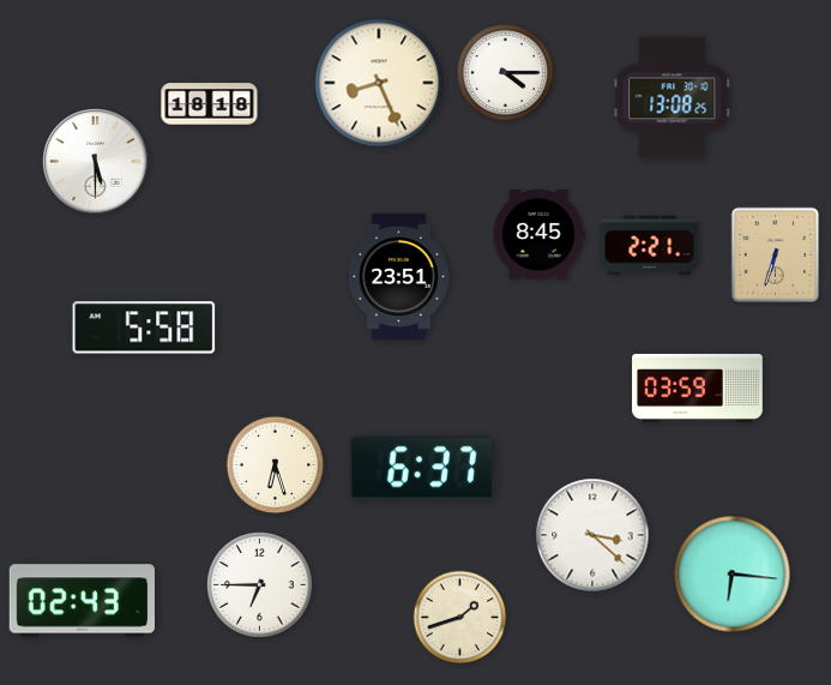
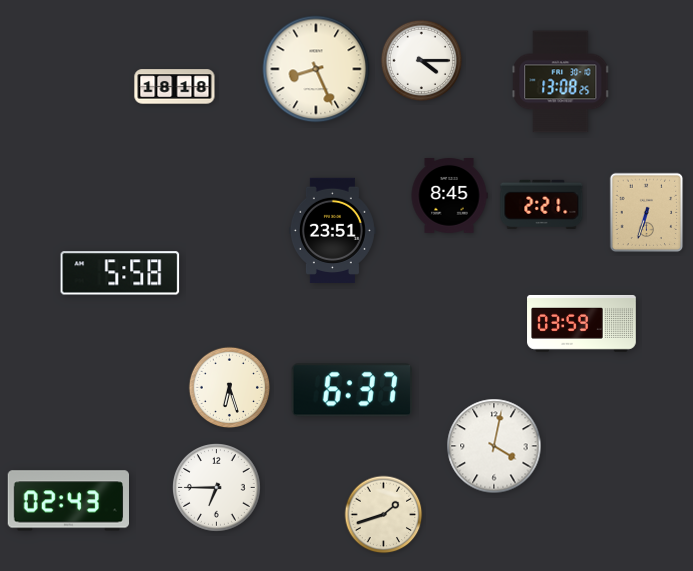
clock at (96, 162): 5:30 -> none
clock at (592, 535): 3:22 -> 4:02
clock at (733, 575): 6:16 -> none
